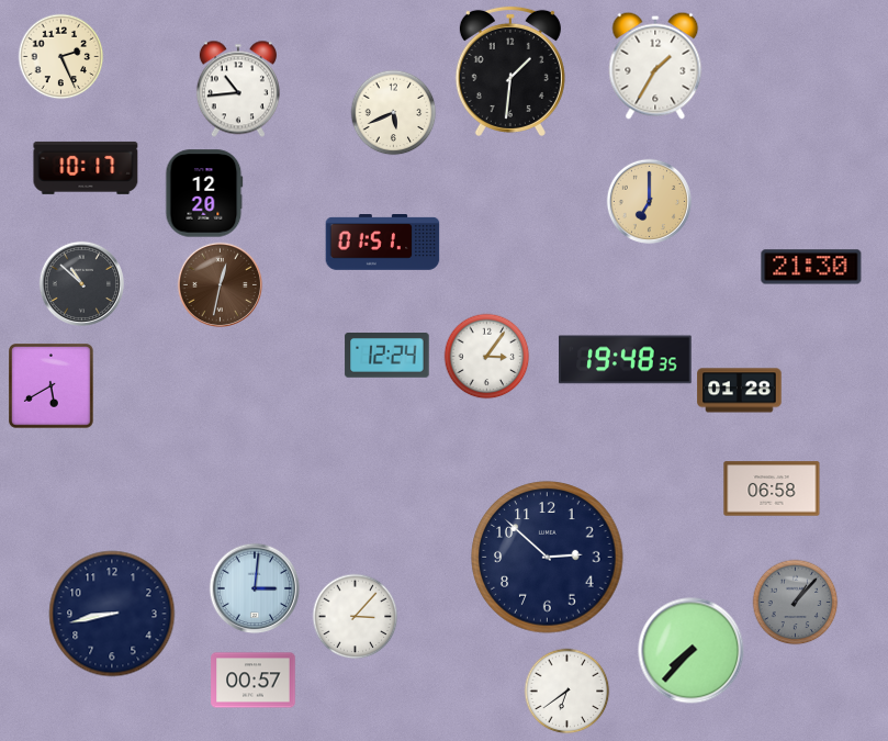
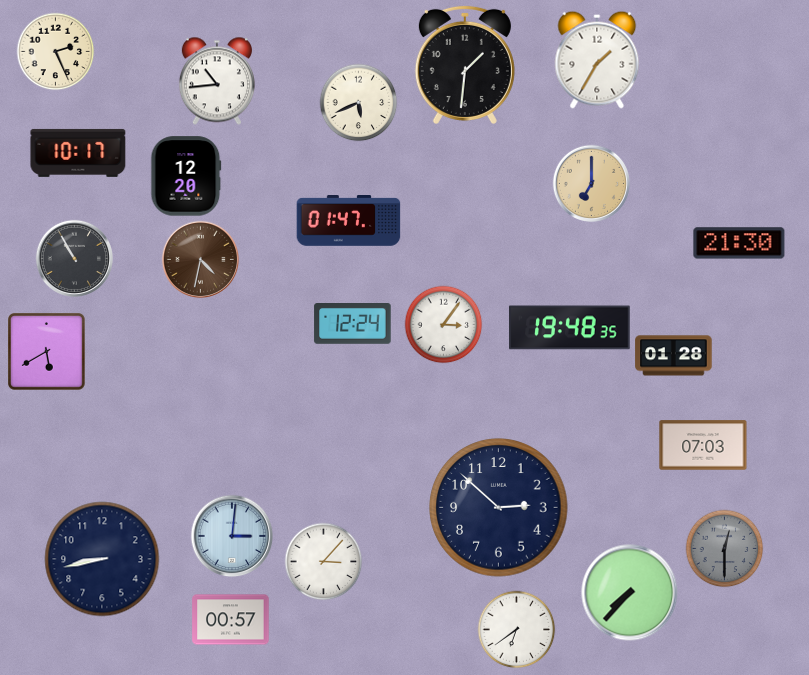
clock at (383, 243): 01:51 -> 01:47
clock at (81, 283): 10:52 -> 10:55
clock at (220, 284): 12:32 -> 4:32
clock at (772, 489): 06:58 -> 07:03
clock at (795, 602): 1:07 -> 12:30
